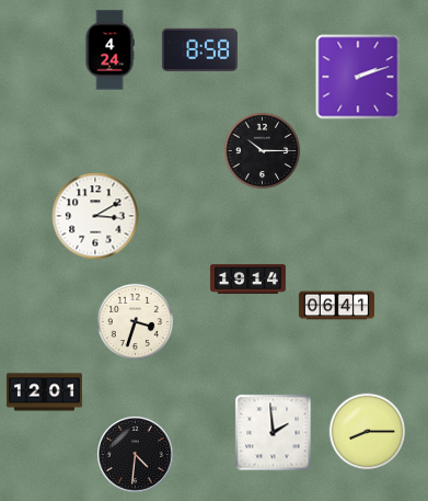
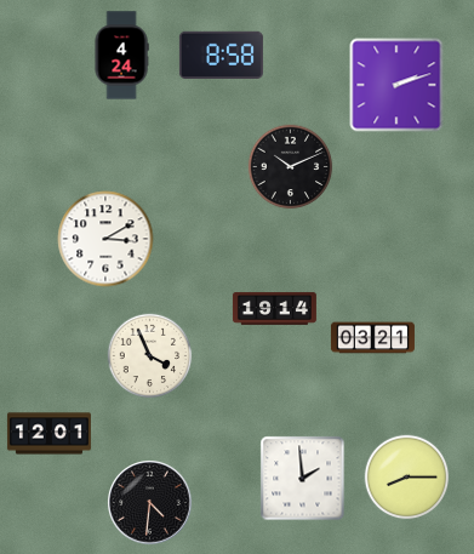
clock at (263, 151): 10:15 -> 10:11
clock at (336, 306): 06:41 -> 03:21
clock at (136, 322): 3:33 -> 3:56
